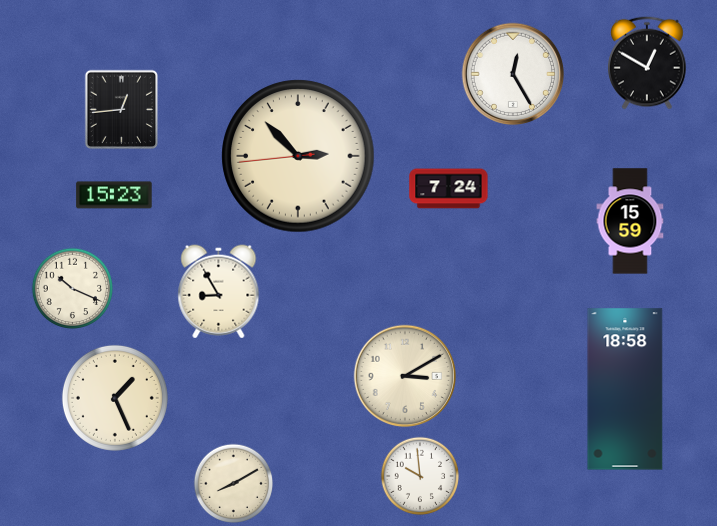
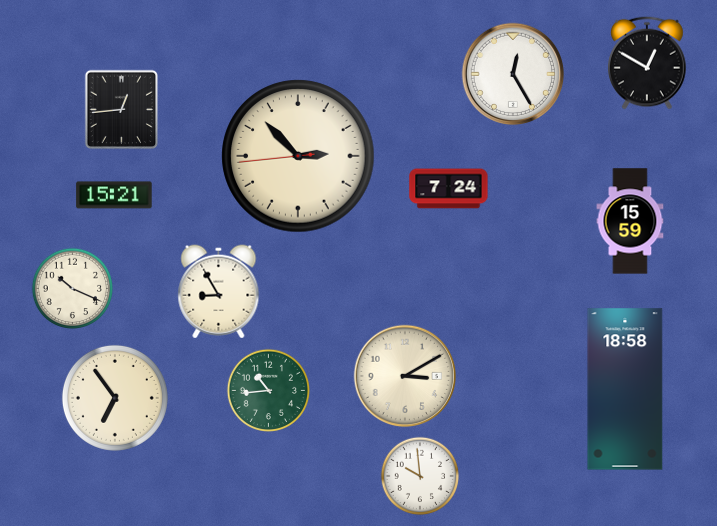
clock at (114, 195): 15:23 -> 15:21
clock at (268, 390): none -> 10:44
clock at (115, 398): 1:26 -> 6:54
clock at (234, 484): 8:10 -> none
